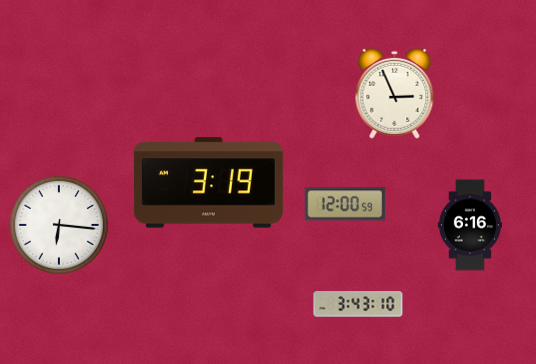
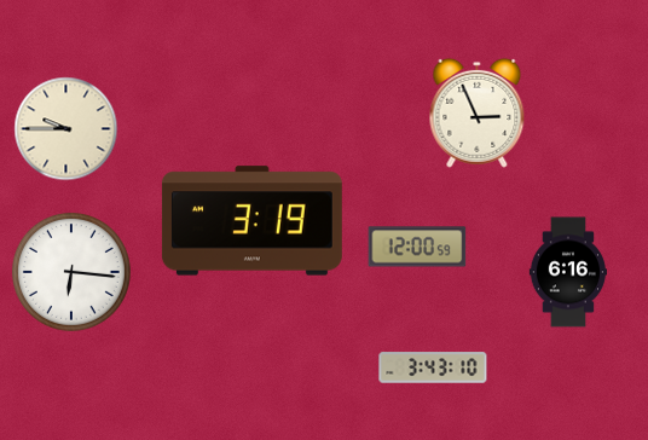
clock at (66, 129): none -> 9:45
